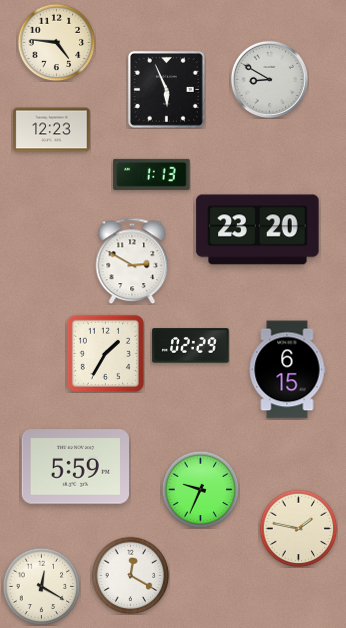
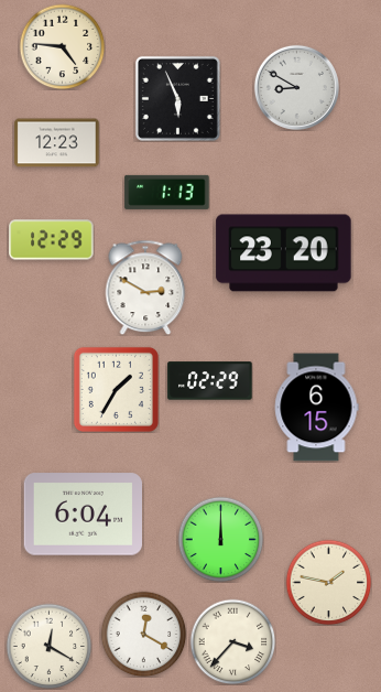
clock at (166, 89) position: (166, 89) -> (177, 98)
clock at (52, 240): none -> 12:29
clock at (75, 467): 5:59 -> 6:04
clock at (200, 489): 9:34 -> 12:00
clock at (232, 641): none -> 3:37
clock at (41, 586) position: (41, 586) -> (48, 646)
